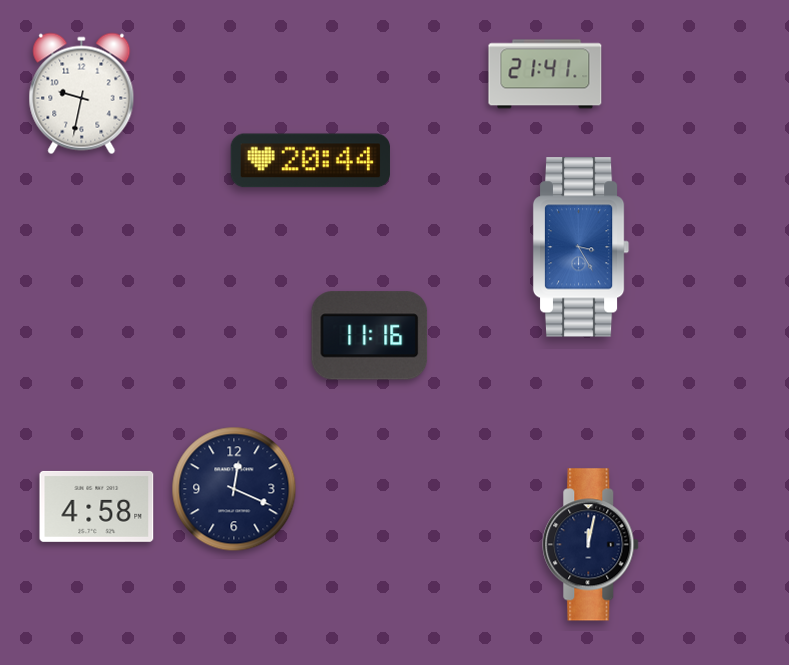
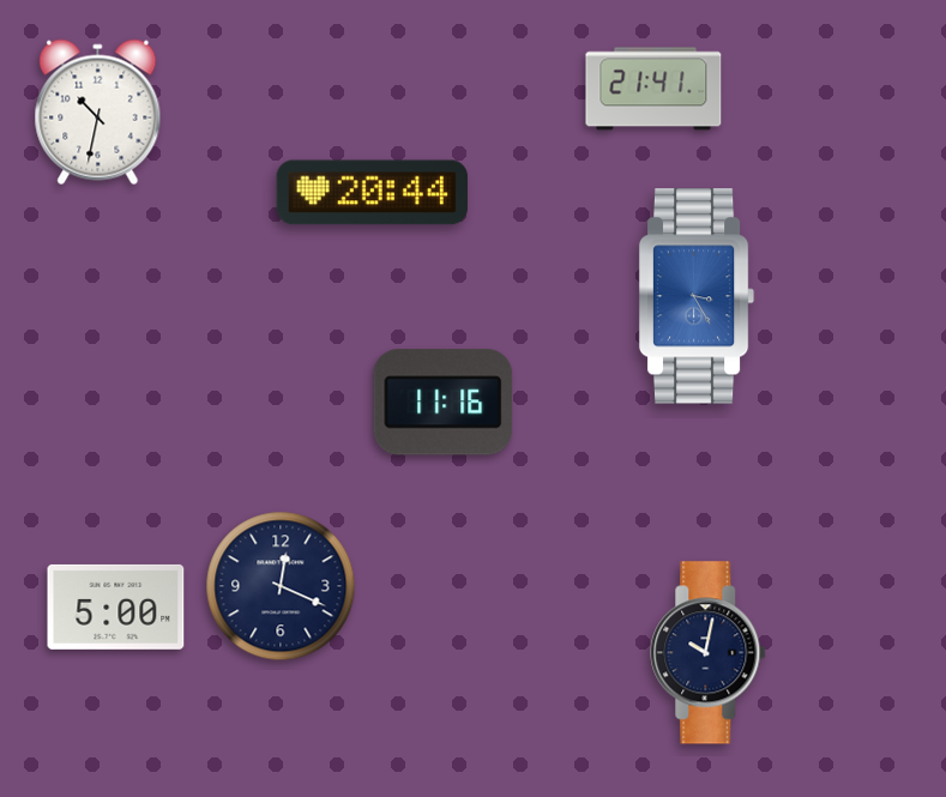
clock at (82, 94): 9:32 -> 10:32
clock at (97, 506): 4:58 -> 5:00
clock at (591, 545): 12:02 -> 10:02
